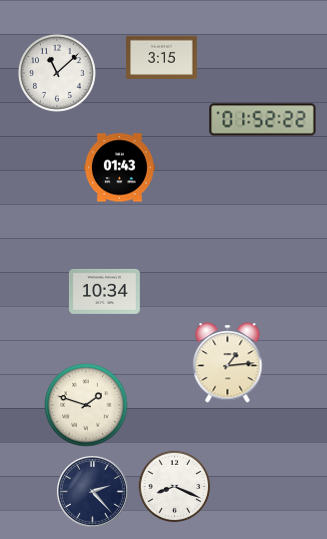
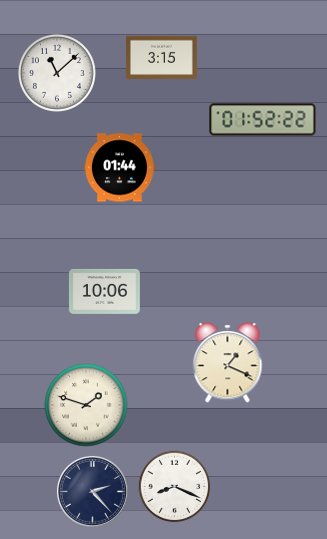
clock at (119, 168): 01:43 -> 01:44
clock at (104, 291): 10:34 -> 10:06
clock at (228, 363): 1:14 -> 1:19
